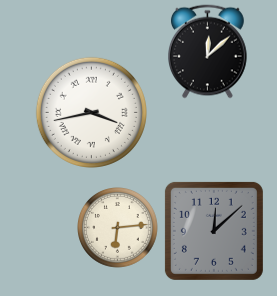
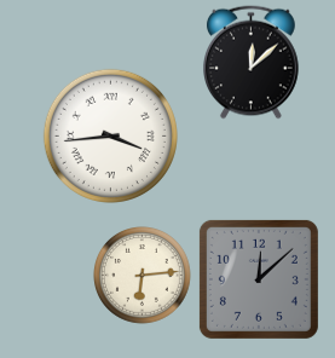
clock at (91, 112): 3:43 -> 3:44
